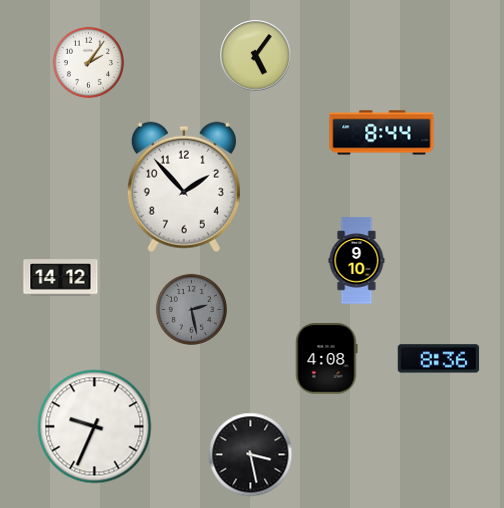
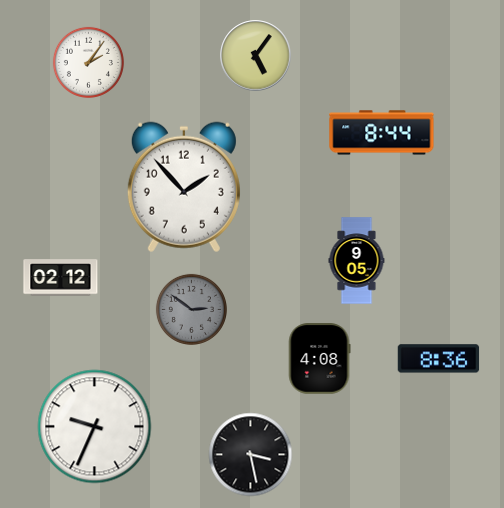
clock at (357, 261): 9:10 -> 9:05
clock at (61, 278): 14:12 -> 02:12
clock at (191, 309): 2:28 -> 2:51
clock at (326, 359) position: (326, 359) -> (319, 359)
